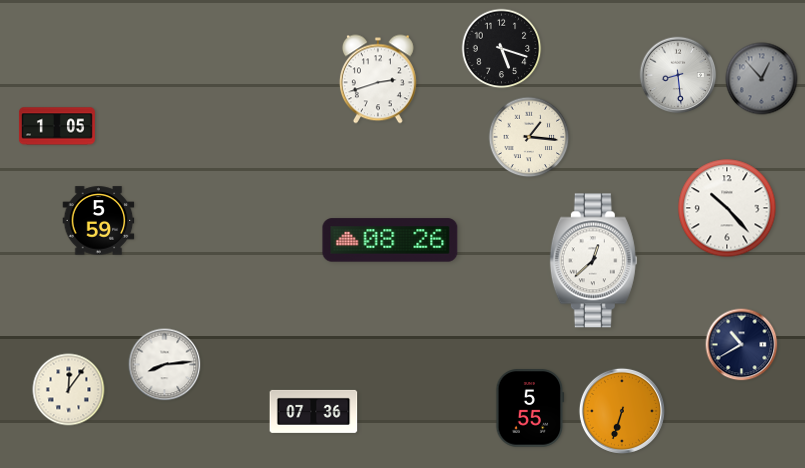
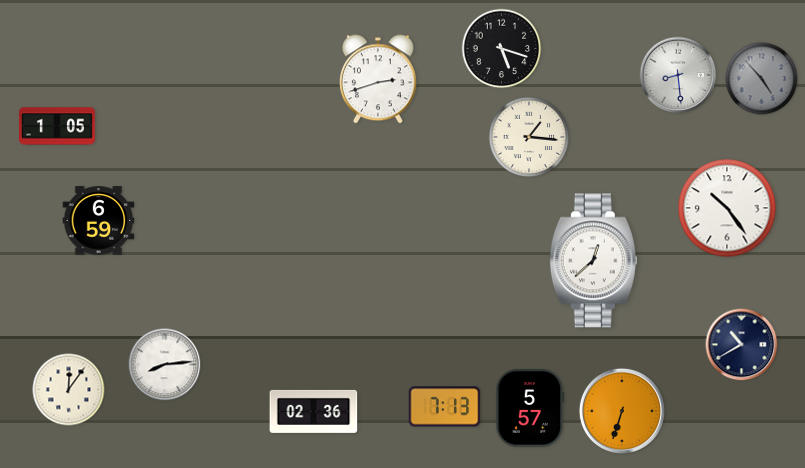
clock at (762, 79): 12:53 -> 4:53
clock at (727, 208): 10:23 -> 10:24
clock at (99, 221): 5:59 -> 6:59
clock at (390, 240): 08:26 -> none
clock at (445, 407): none -> 7:13
clock at (530, 408): 5:55 -> 5:57
clock at (314, 411): 07:36 -> 02:36
